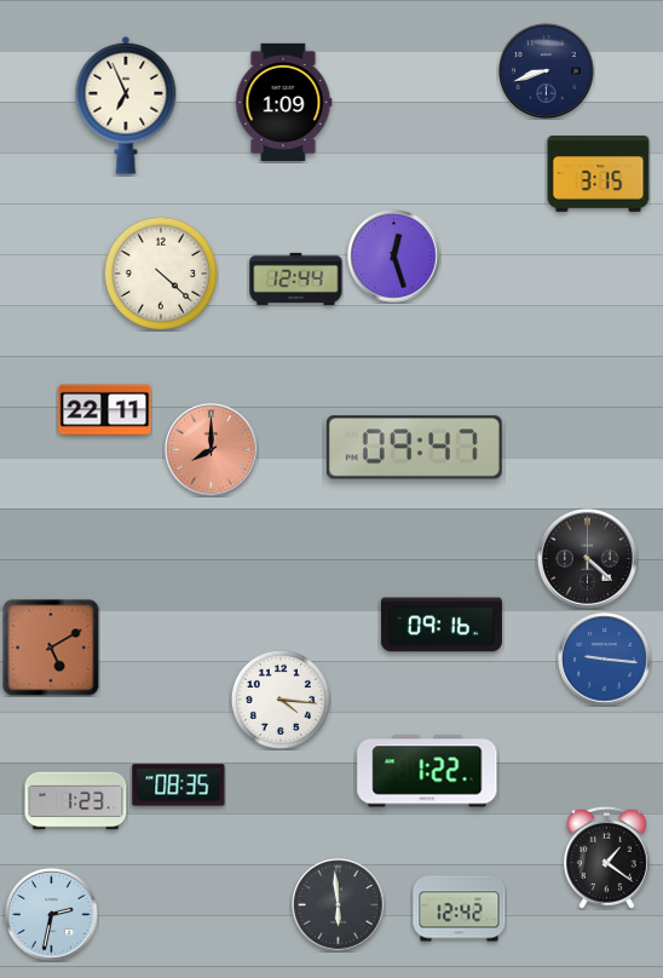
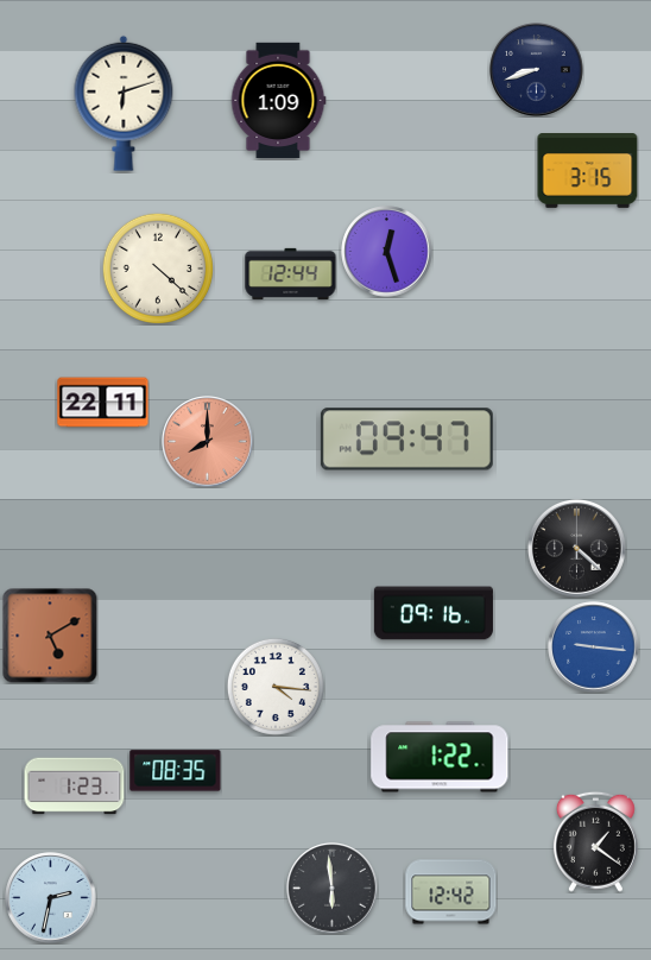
clock at (126, 105): 6:56 -> 6:12
clock at (427, 771) position: (427, 771) -> (440, 757)
